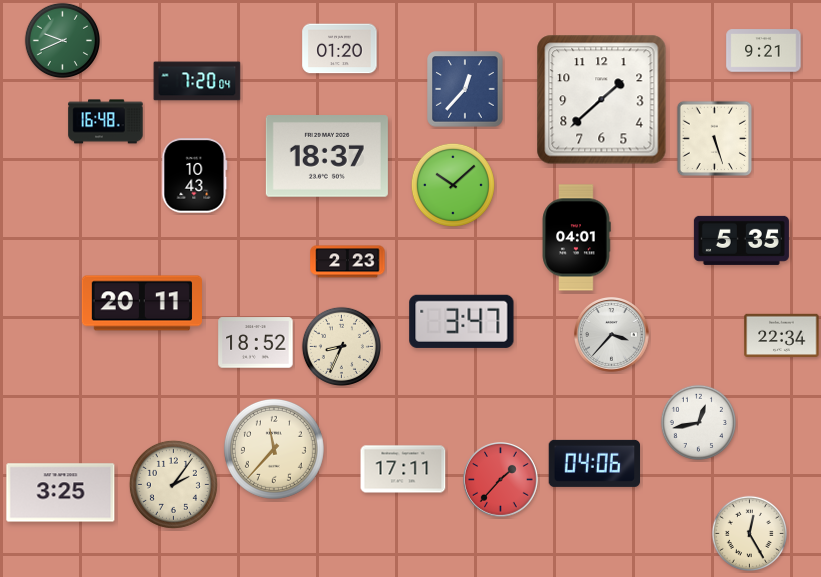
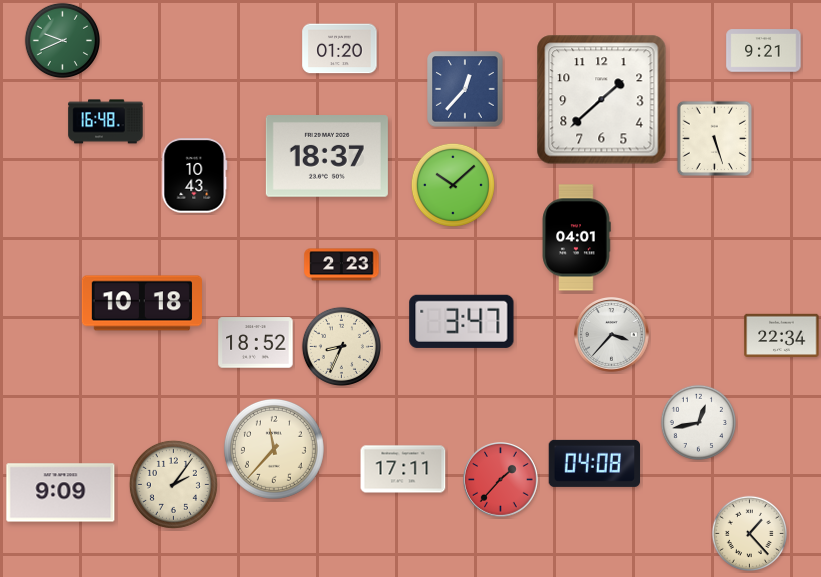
clock at (197, 81): 7:20 -> none
clock at (741, 240): 5:35 -> none
clock at (348, 262) position: (348, 262) -> (342, 265)
clock at (142, 303): 20:11 -> 10:18
clock at (595, 463): 04:06 -> 04:08
clock at (61, 493): 3:25 -> 9:09
clock at (749, 533): 12:25 -> 1:23
